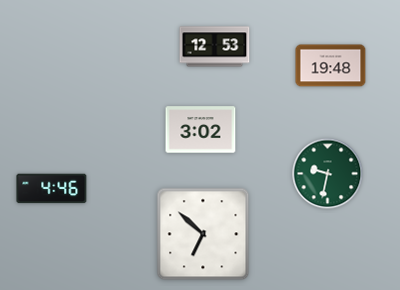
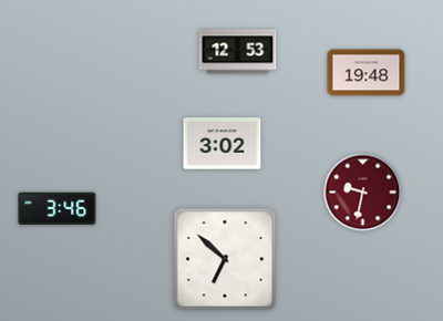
clock at (328, 174) dial: green -> burgundy
clock at (52, 189): 4:46 -> 3:46
